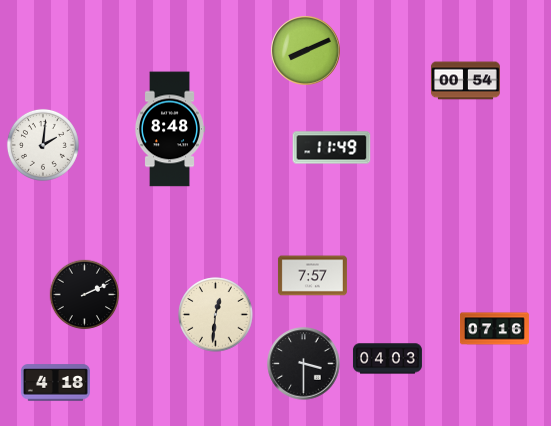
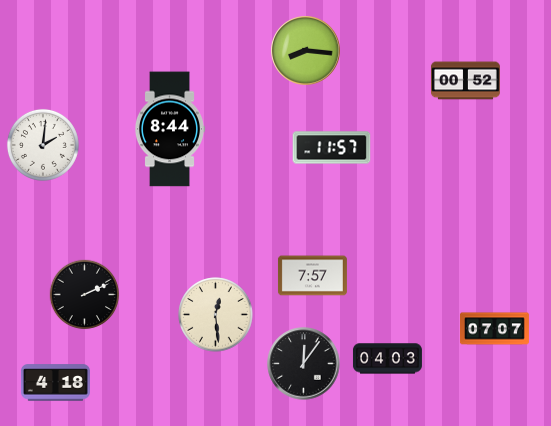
clock at (306, 51): 8:11 -> 8:16
clock at (465, 81): 00:54 -> 00:52
clock at (169, 129): 8:48 -> 8:44
clock at (332, 148): 11:49 -> 11:57
clock at (216, 315): 12:31 -> 12:29
clock at (494, 329): 07:16 -> 07:07
clock at (304, 364): 3:30 -> 12:06
